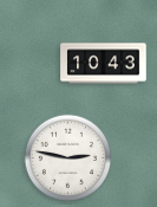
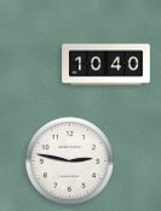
clock at (104, 64): 10:43 -> 10:40
